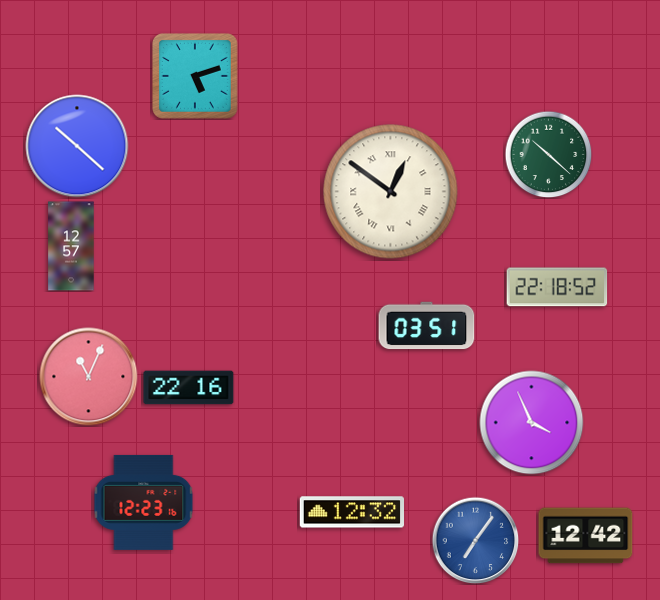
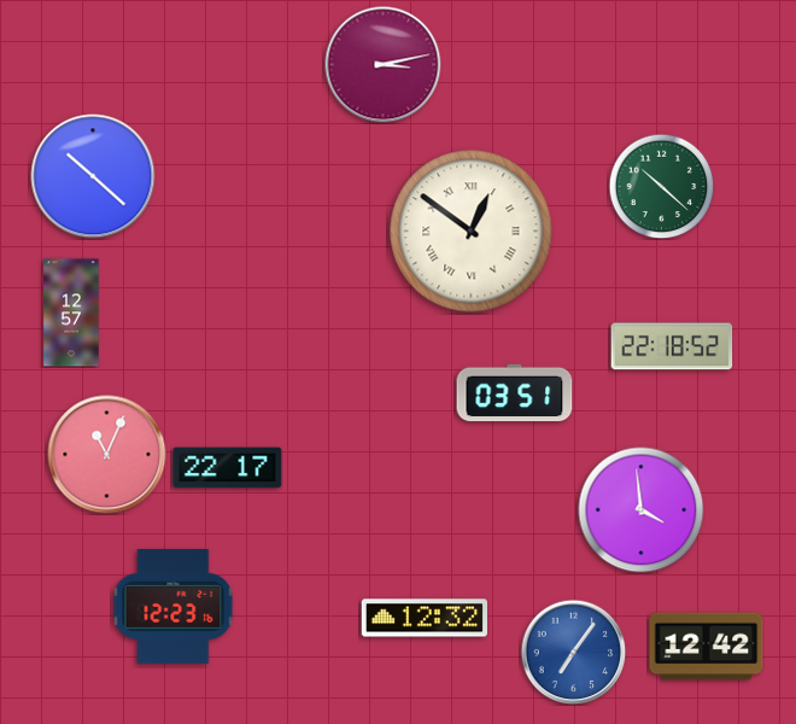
clock at (384, 65): none -> 3:13
clock at (196, 77): 5:12 -> none
clock at (71, 246) position: (71, 246) -> (71, 313)
clock at (189, 388): 22:16 -> 22:17
clock at (532, 423): 3:56 -> 3:59
